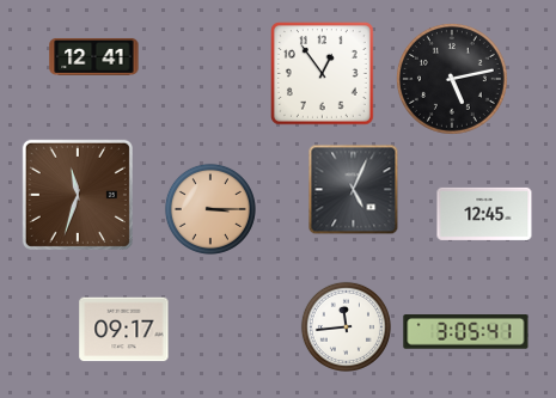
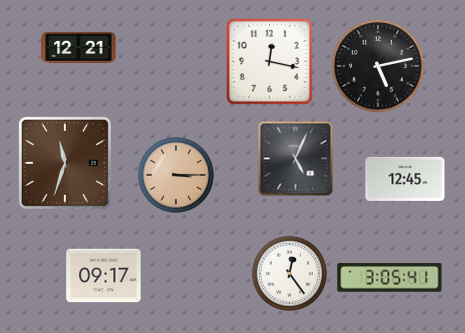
clock at (94, 56): 12:41 -> 12:21
clock at (323, 74): 12:54 -> 12:17
clock at (346, 326): 11:44 -> 12:24
